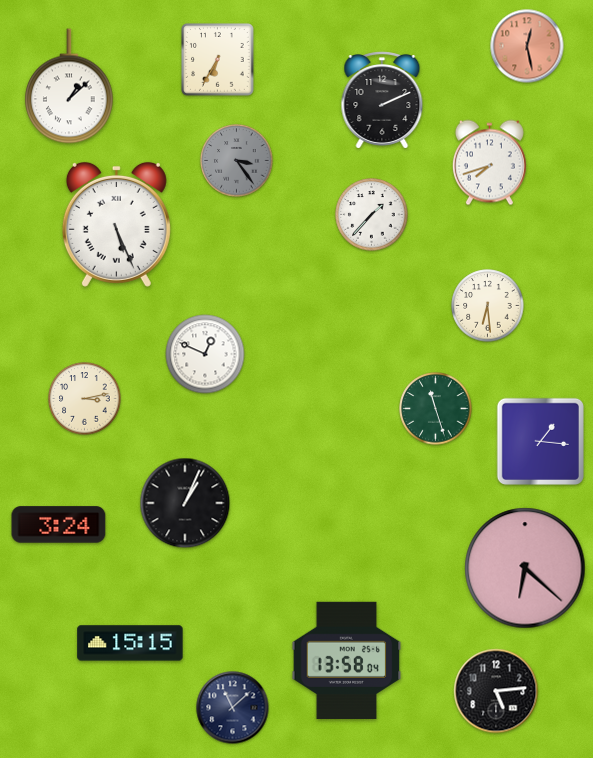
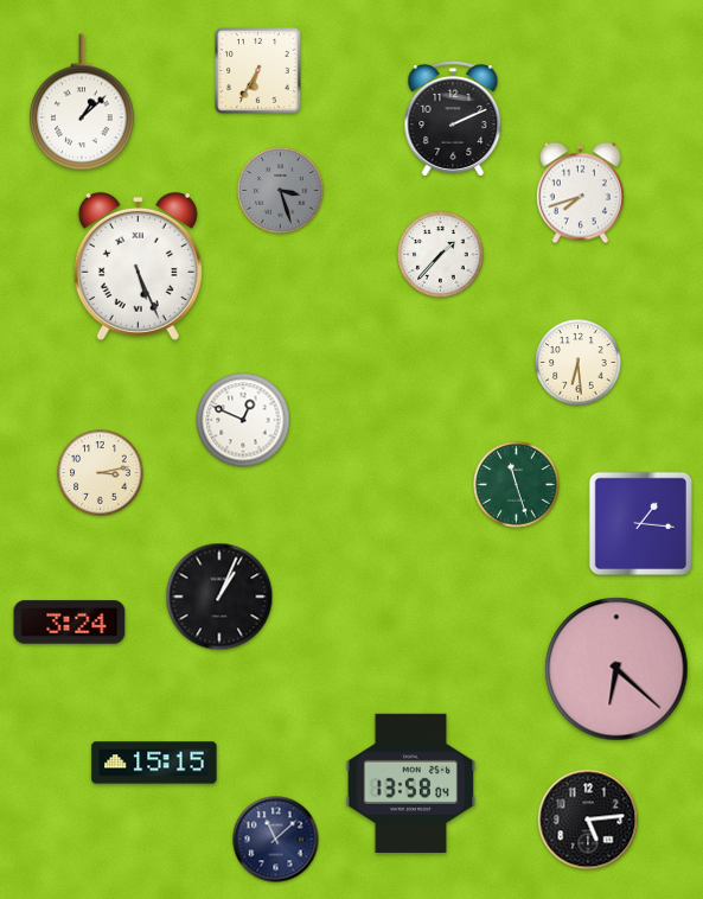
clock at (527, 46): 12:28 -> none
clock at (237, 161): 3:24 -> 3:27
clock at (525, 568) position: (525, 568) -> (616, 669)
